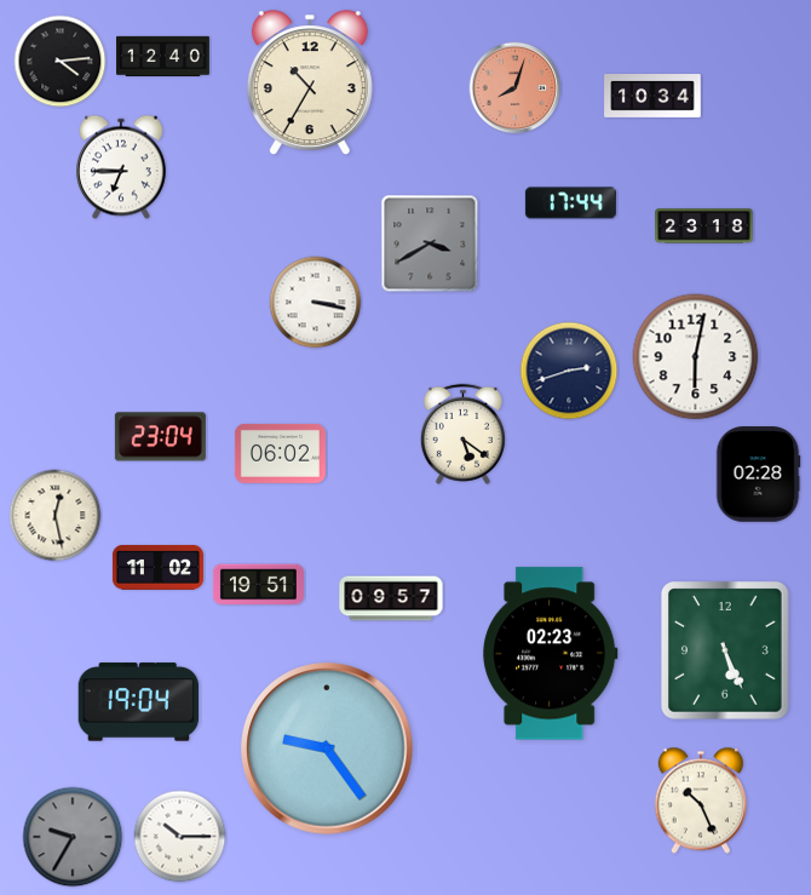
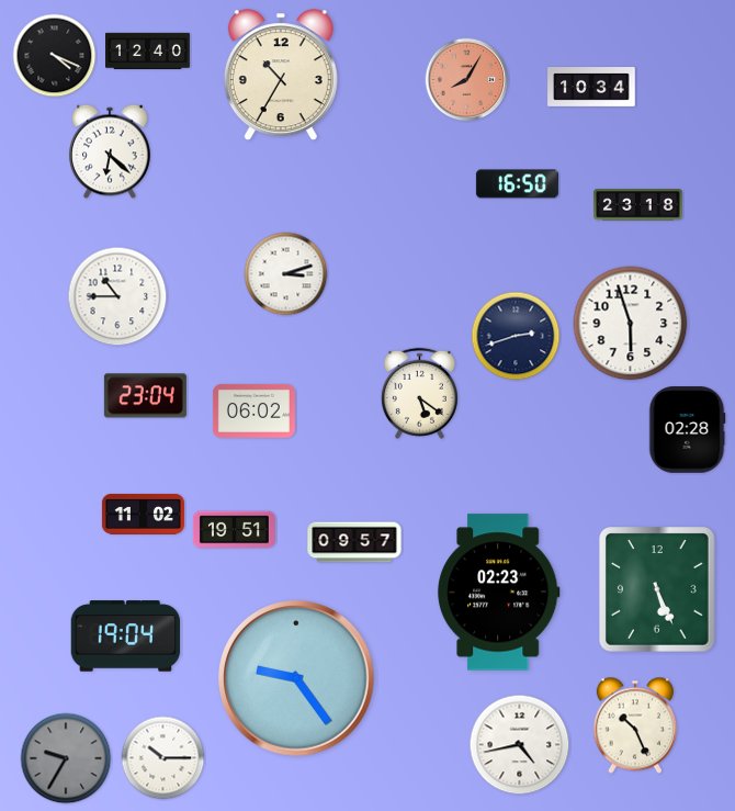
clock at (61, 62): 4:14 -> 4:19
clock at (516, 88): 8:03 -> 8:05
clock at (122, 167): 6:45 -> 6:22
clock at (570, 203): 17:44 -> 16:50
clock at (430, 243): 3:40 -> none
clock at (316, 303): 3:17 -> 3:12
clock at (117, 296): none -> 10:45
clock at (696, 357): 6:02 -> 5:57
clock at (56, 516): 12:28 -> none
clock at (520, 745): none -> 4:43
